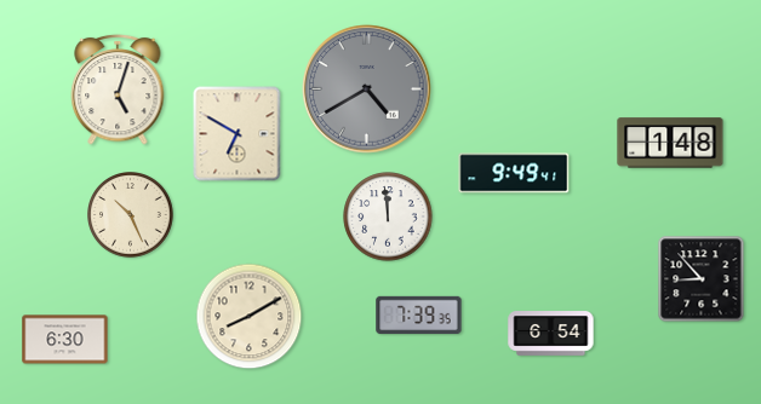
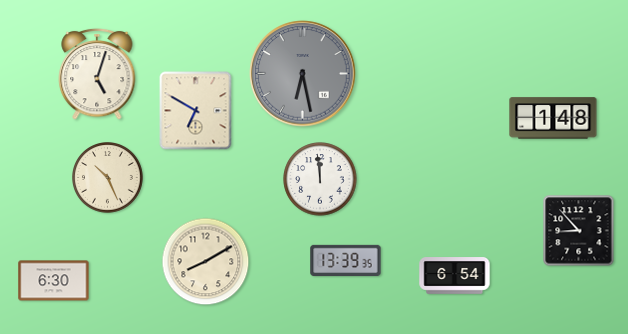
clock at (367, 90): 4:40 -> 6:28
clock at (514, 173): 9:49 -> none
clock at (419, 316): 7:39 -> 13:39
